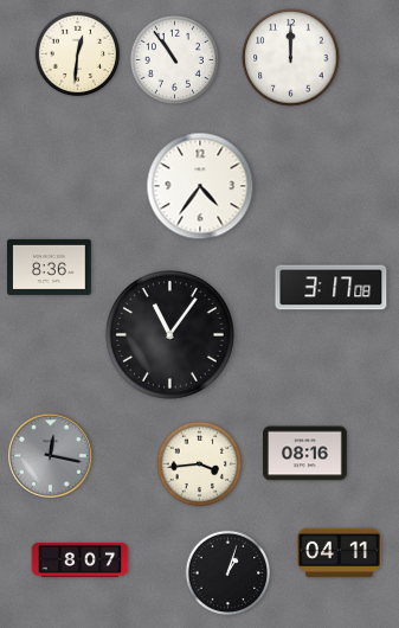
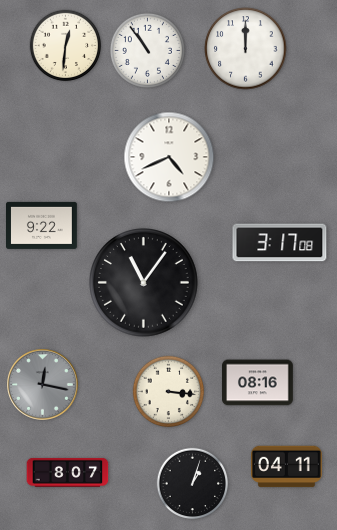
clock at (200, 186): 4:36 -> 4:41
clock at (50, 267): 8:36 -> 9:22
clock at (200, 464): 3:44 -> 3:16
